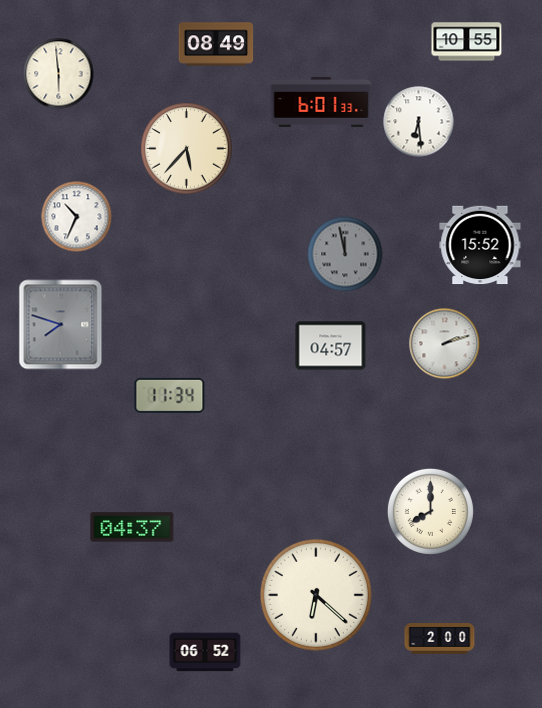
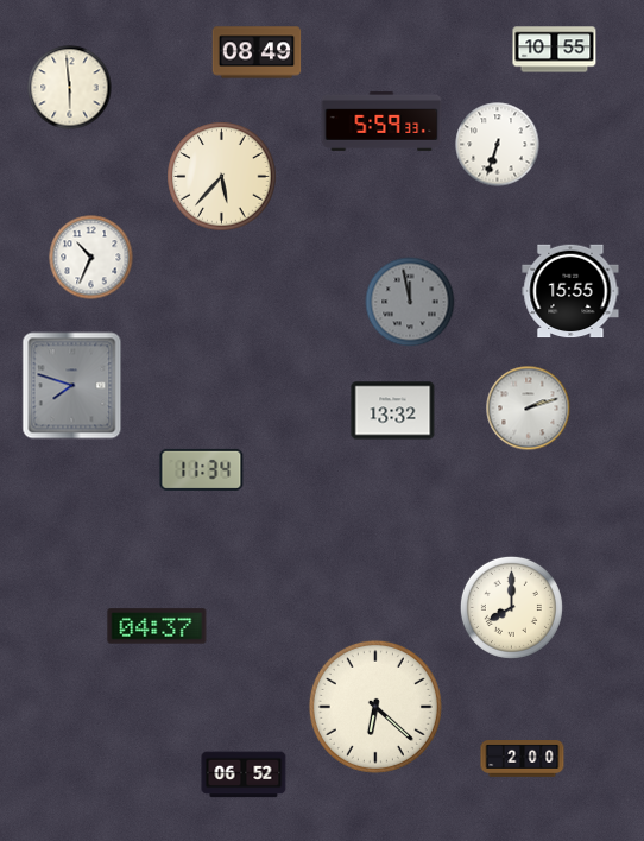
clock at (321, 102): 6:01 -> 5:59
clock at (419, 122): 6:29 -> 6:33
clock at (480, 245): 15:52 -> 15:55
clock at (331, 346): 04:57 -> 13:32
